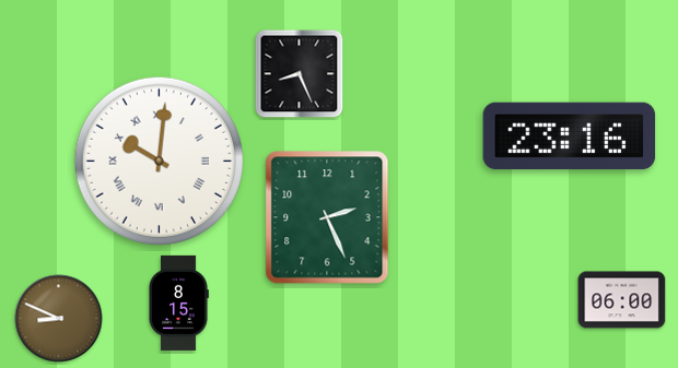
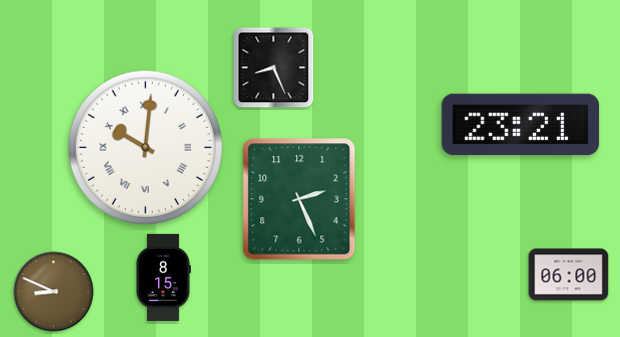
clock at (570, 136): 23:16 -> 23:21
